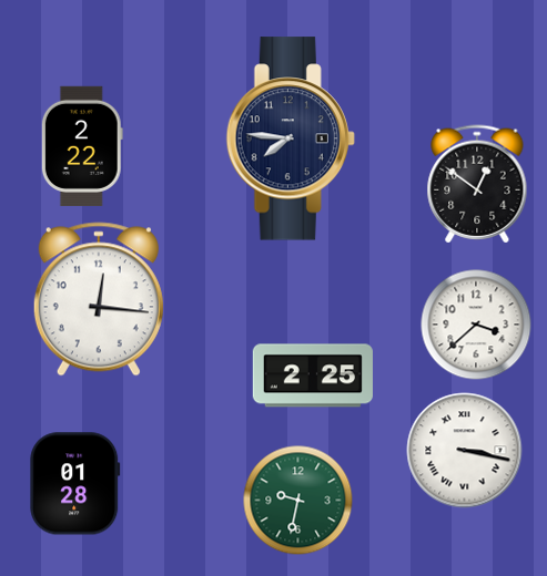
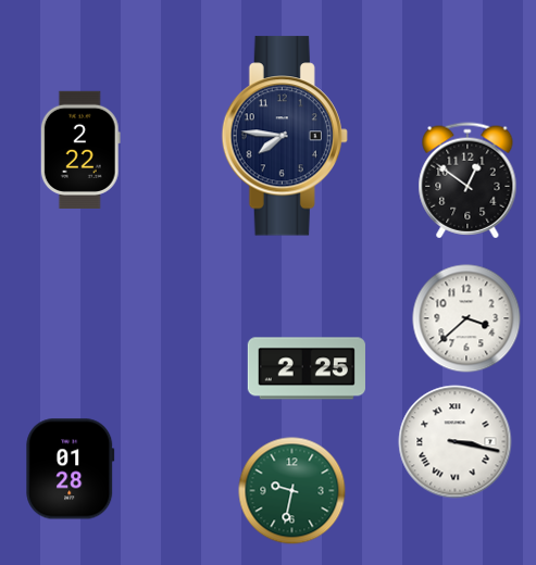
clock at (82, 146) position: (82, 146) -> (80, 150)
clock at (99, 299): 12:16 -> none
clock at (75, 484) position: (75, 484) -> (71, 469)
